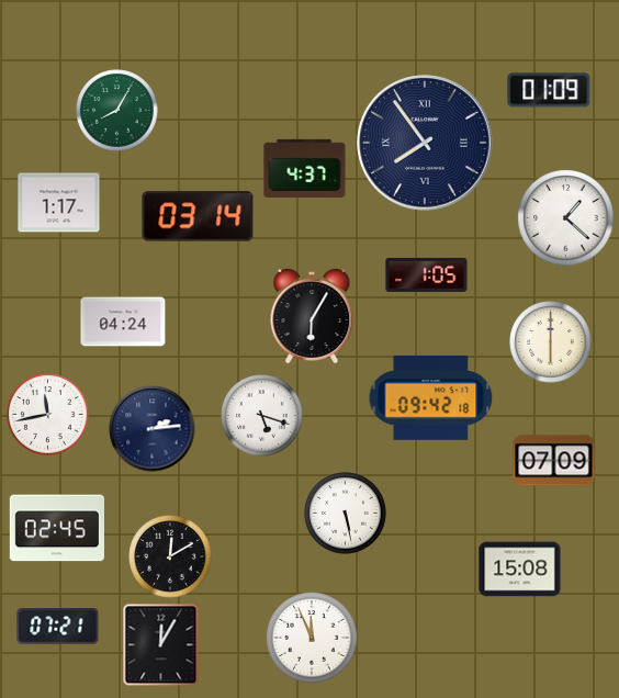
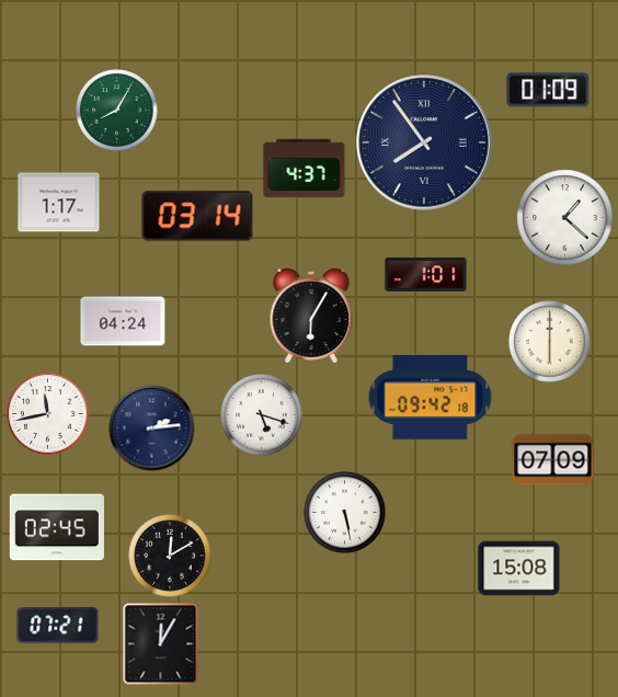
clock at (427, 274): 1:05 -> 1:01
clock at (312, 638): 11:56 -> none
